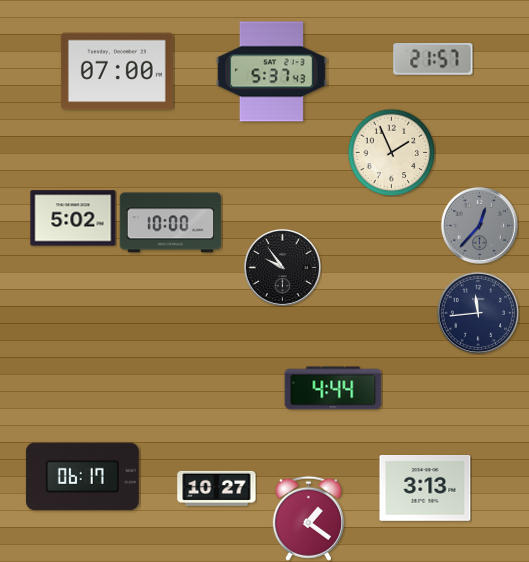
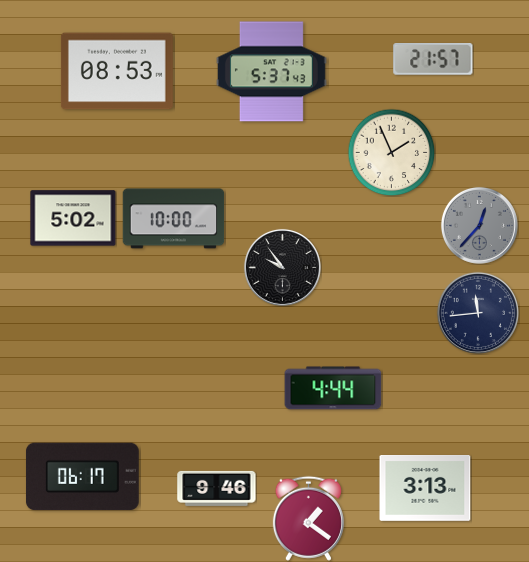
clock at (117, 71): 07:00 -> 08:53
clock at (171, 223) position: (171, 223) -> (174, 219)
clock at (217, 488): 10:27 -> 9:46
